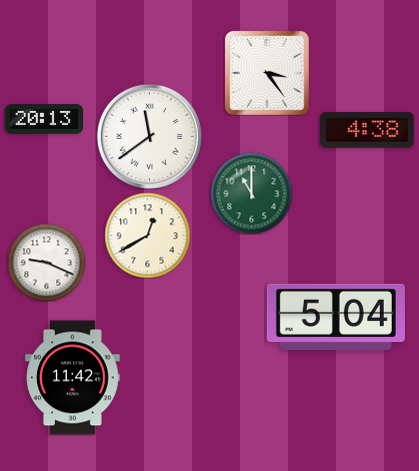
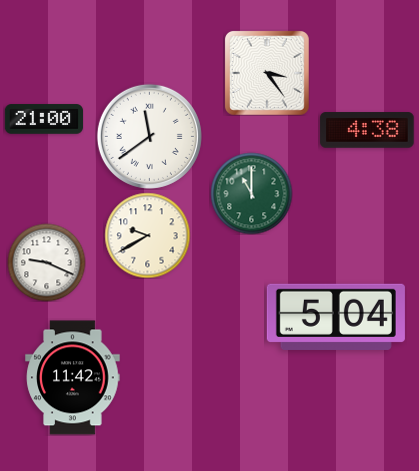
clock at (43, 119): 20:13 -> 21:00
clock at (147, 235): 12:40 -> 9:40
